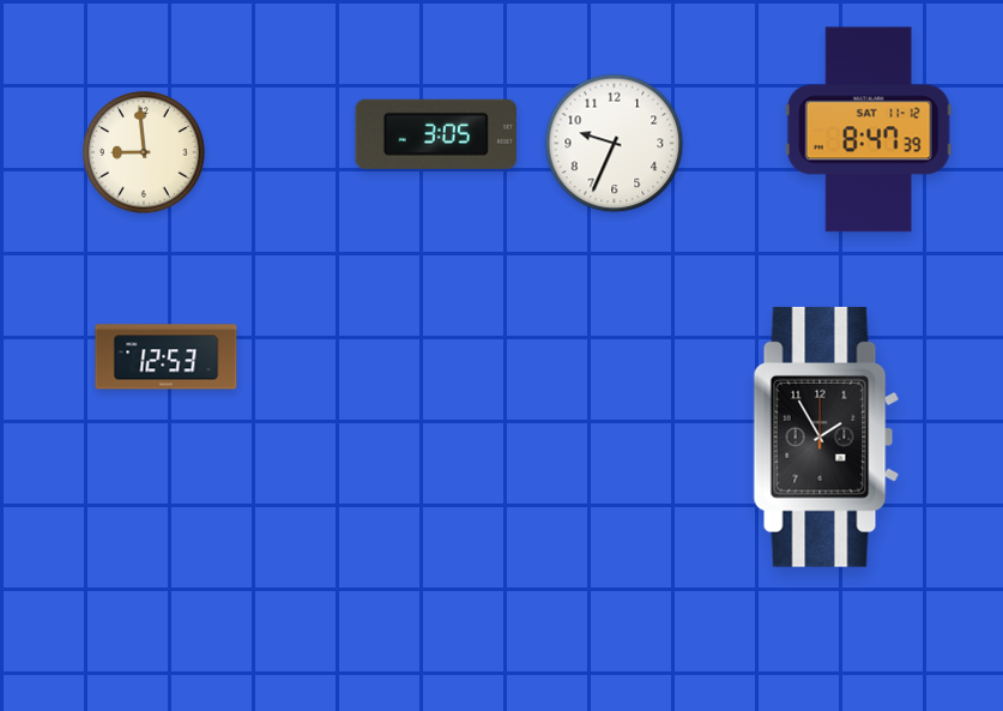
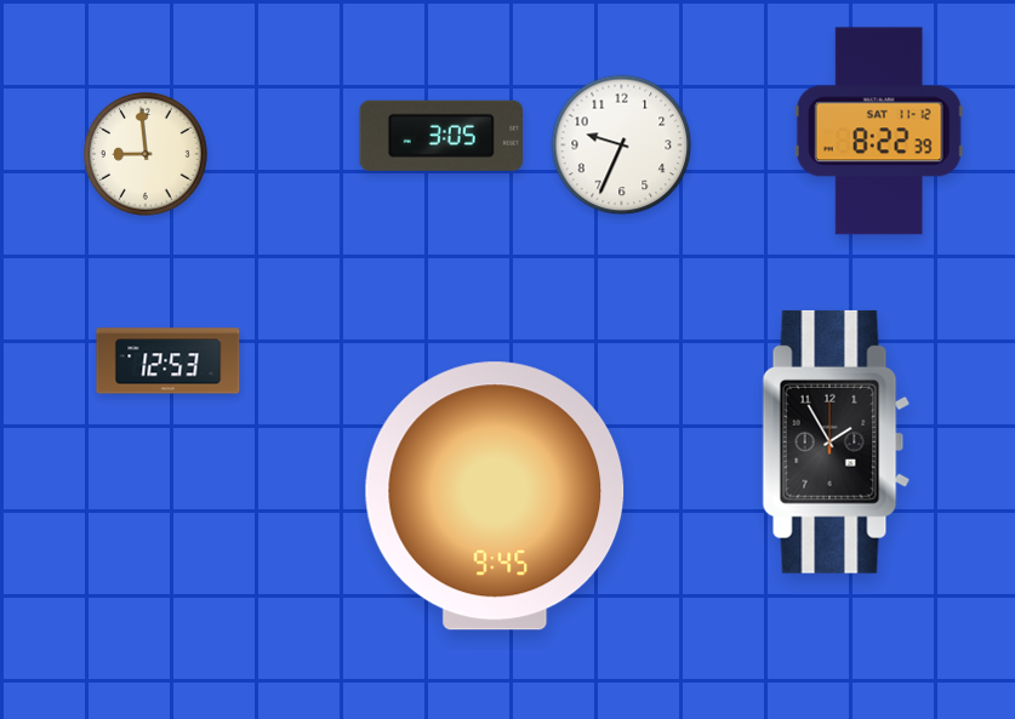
clock at (869, 129): 8:47 -> 8:22
clock at (495, 496): none -> 9:45
